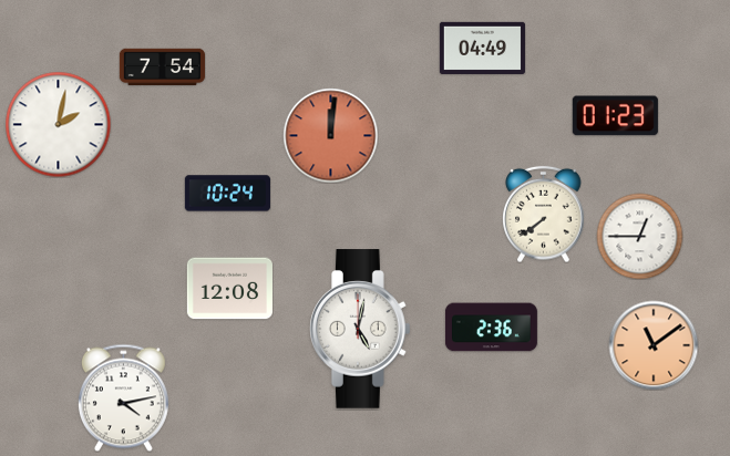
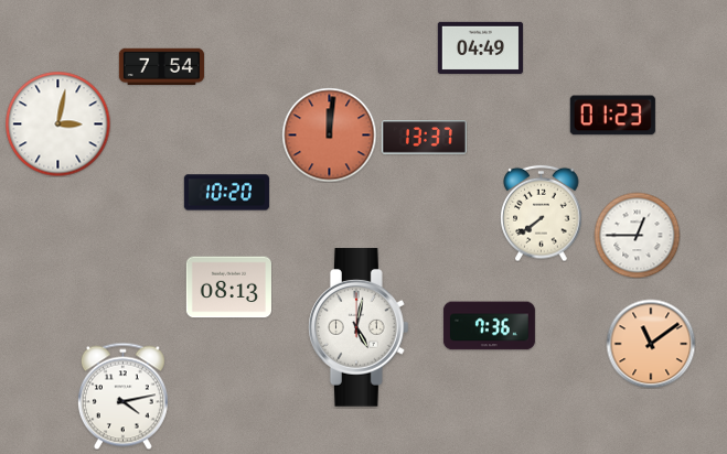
clock at (58, 124): 2:02 -> 3:02
clock at (424, 138): none -> 13:37
clock at (227, 194): 10:24 -> 10:20
clock at (229, 289): 12:08 -> 08:13
clock at (491, 328): 2:36 -> 7:36
